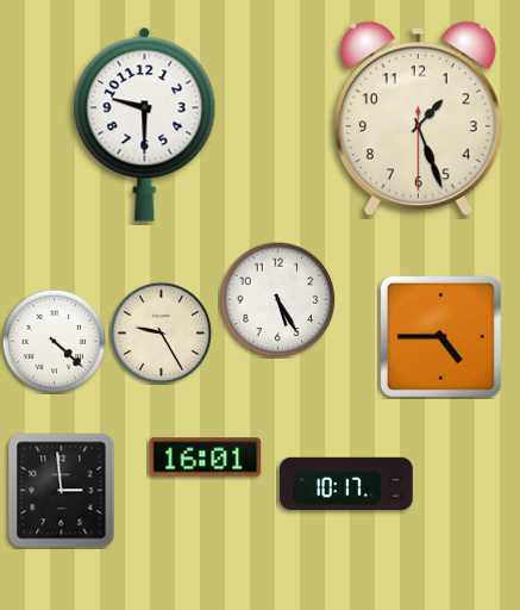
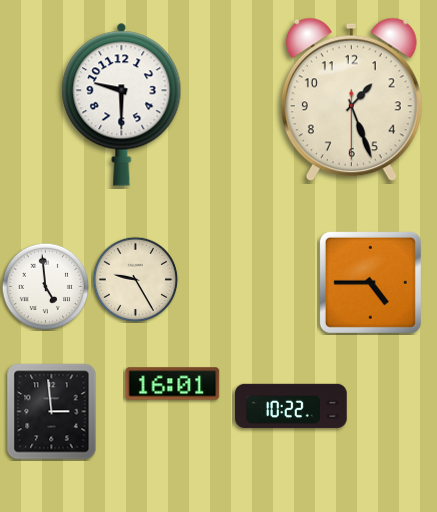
clock at (277, 299): 5:25 -> none
clock at (54, 341): 4:22 -> 4:59
clock at (346, 484): 10:17 -> 10:22
